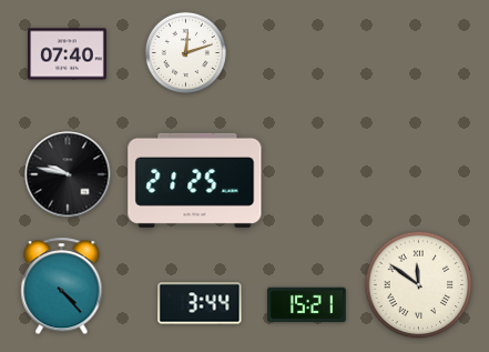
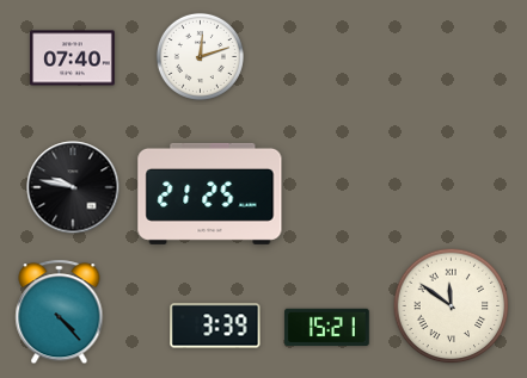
clock at (62, 286) position: (62, 286) -> (60, 312)
clock at (200, 303): 3:44 -> 3:39
clock at (307, 305) position: (307, 305) -> (327, 328)
